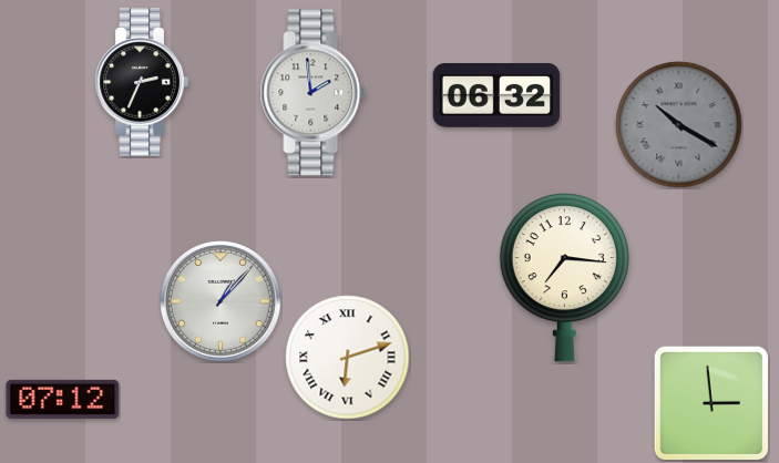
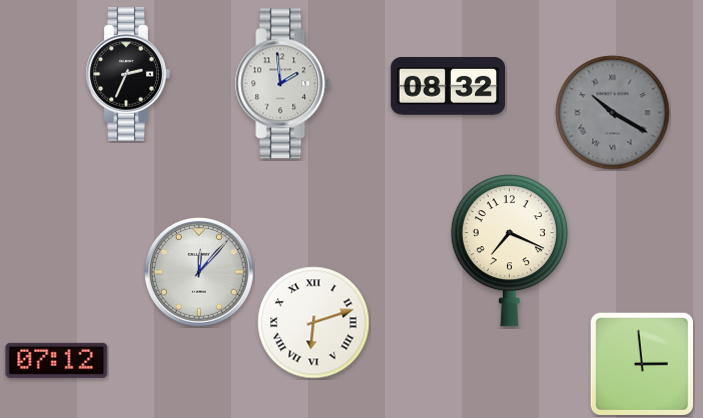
clock at (496, 96): 06:32 -> 08:32
clock at (564, 278): 7:16 -> 7:19
clock at (222, 302): 1:07 -> 12:07
